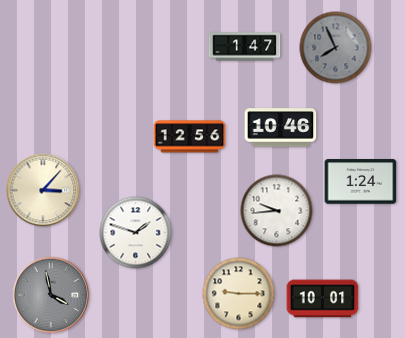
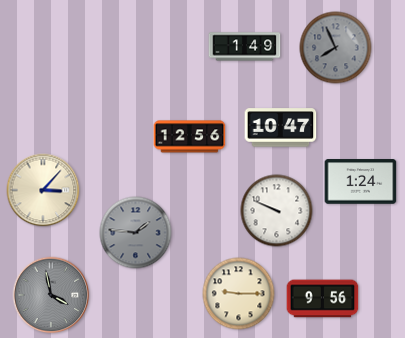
clock at (245, 47): 1:47 -> 1:49
clock at (281, 128): 10:46 -> 10:47
clock at (277, 211): 9:44 -> 9:49
clock at (136, 233): 1:48 -> 1:46
clock at (136, 233) dial: white -> grey
clock at (323, 299): 10:01 -> 9:56
